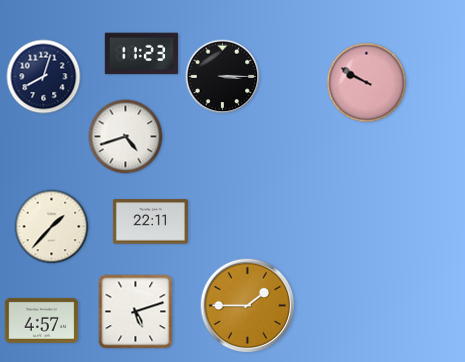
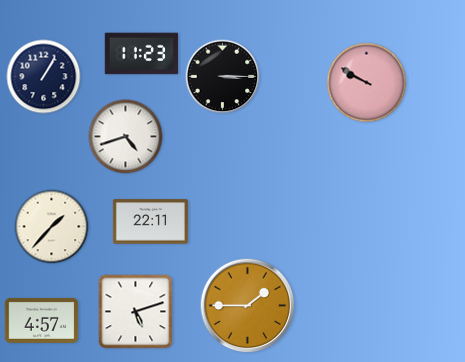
clock at (44, 77): 8:03 -> 1:05
